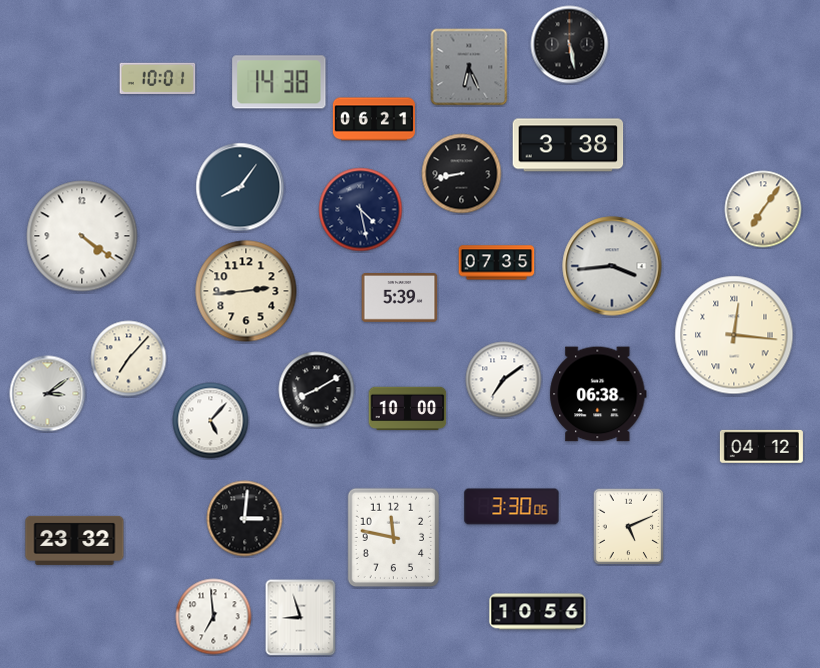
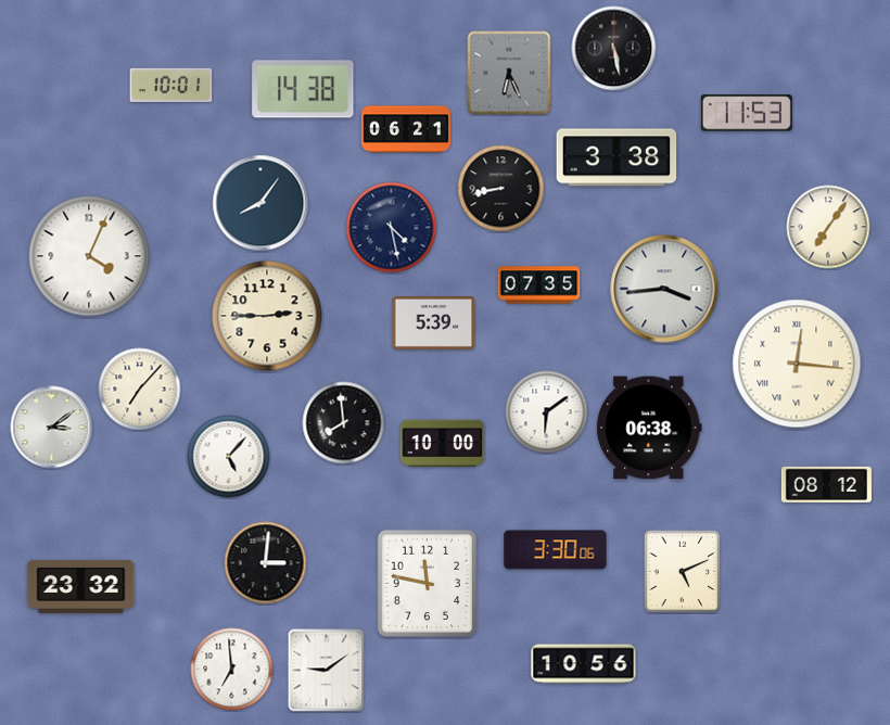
clock at (570, 45) position: (570, 45) -> (614, 49)
clock at (747, 113): none -> 11:53
clock at (82, 236): 4:21 -> 4:04
clock at (246, 291): 2:44 -> 2:45
clock at (504, 380): 7:09 -> 6:09
clock at (317, 390): 8:10 -> 7:59
clock at (761, 446): 04:12 -> 08:12
clock at (301, 618): 8:57 -> 9:09
